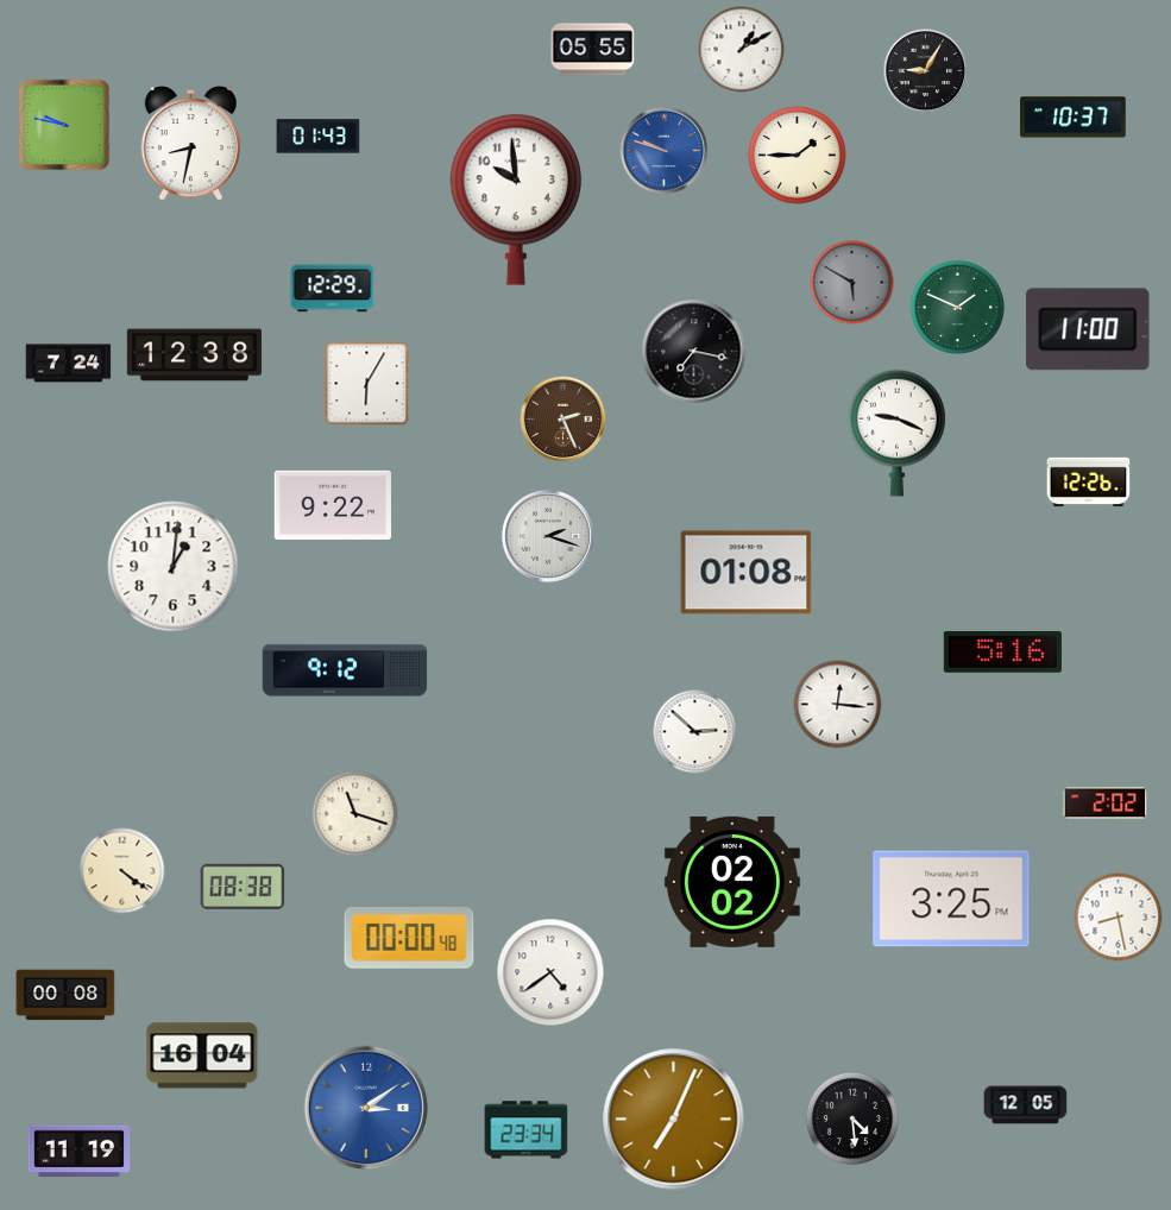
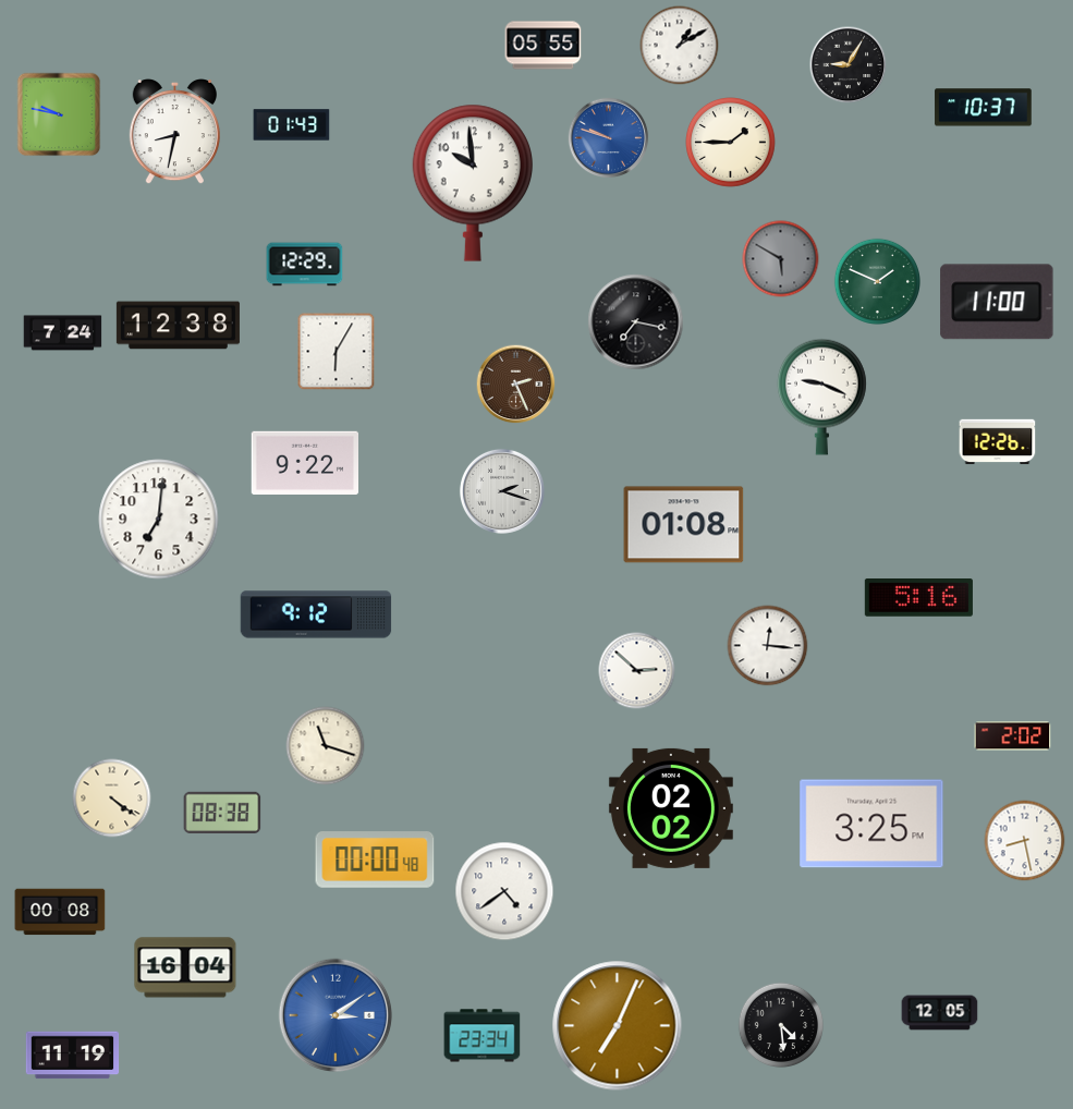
clock at (174, 567): 1:01 -> 7:01
